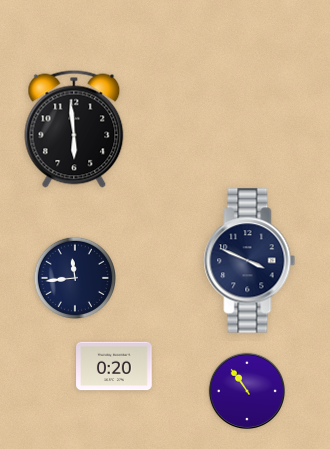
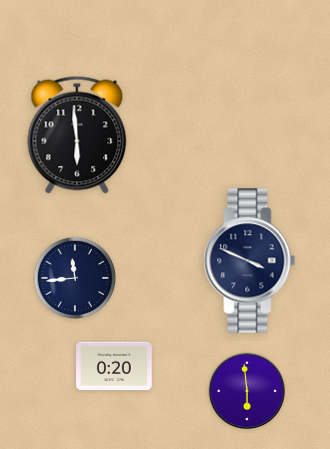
clock at (74, 129) position: (74, 129) -> (77, 135)
clock at (246, 390): 10:54 -> 5:59
